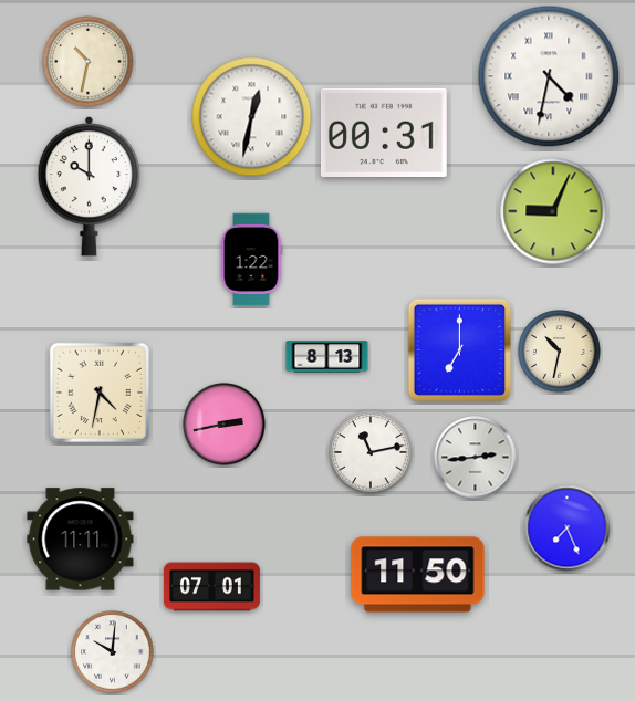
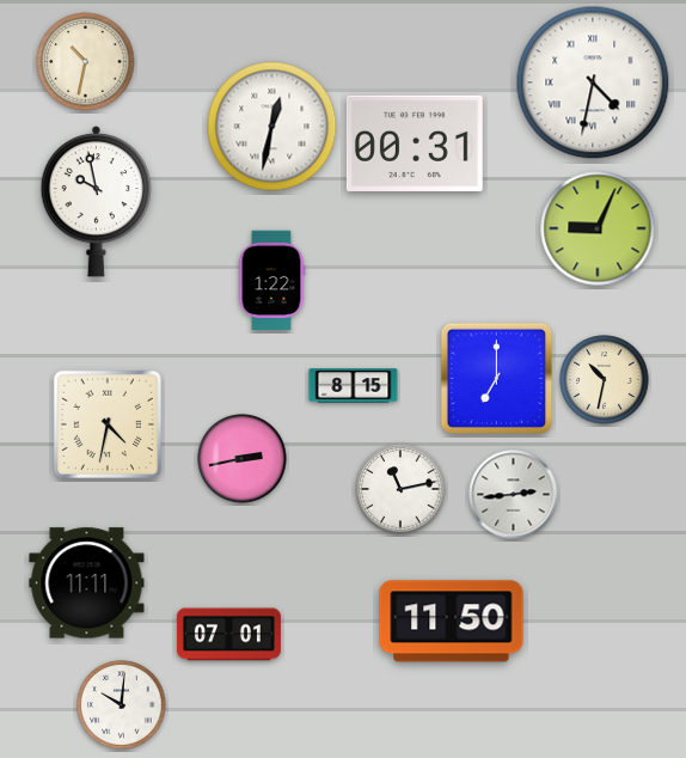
clock at (89, 62) position: (89, 62) -> (86, 62)
clock at (89, 186): 10:00 -> 9:58
clock at (327, 357): 8:13 -> 8:15
clock at (568, 529): 7:26 -> none
